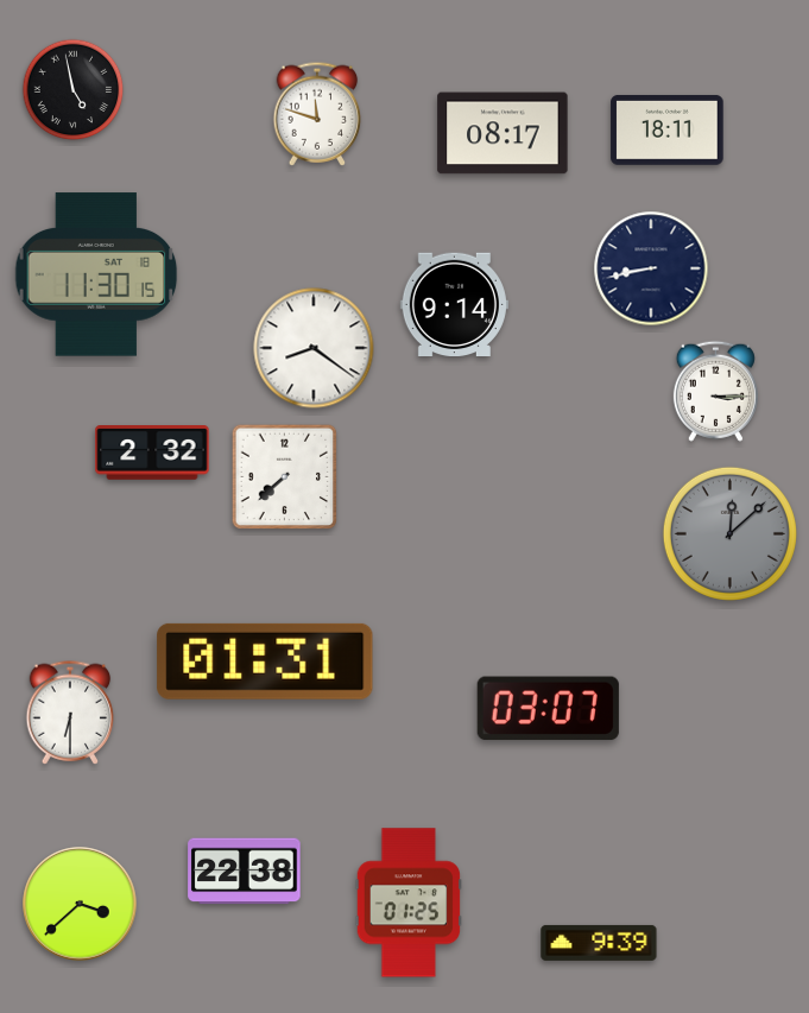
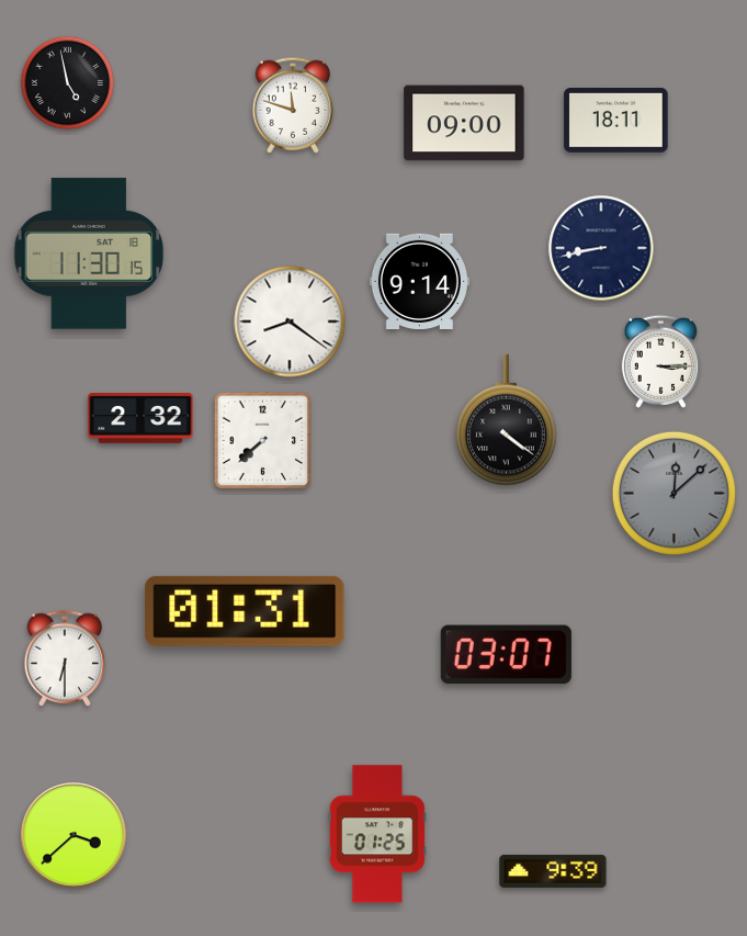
clock at (503, 133): 08:17 -> 09:00
clock at (507, 420): none -> 4:21
clock at (245, 872): 22:38 -> none
